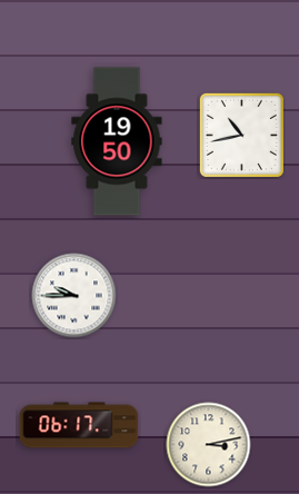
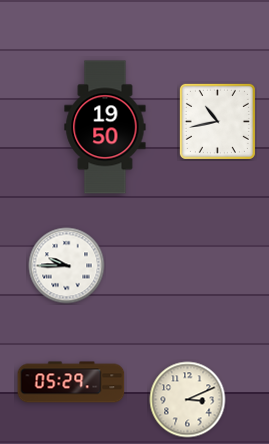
clock at (79, 425): 06:17 -> 05:29
clock at (209, 445): 3:13 -> 3:11
